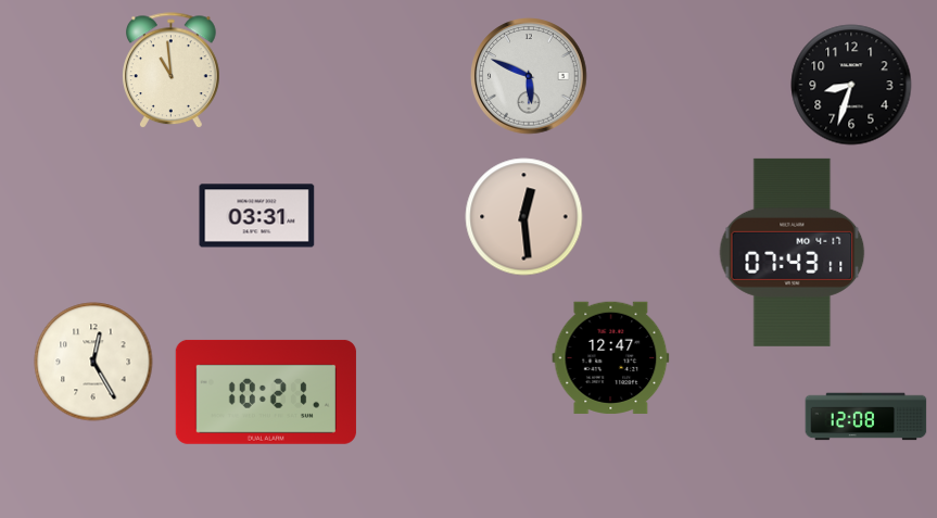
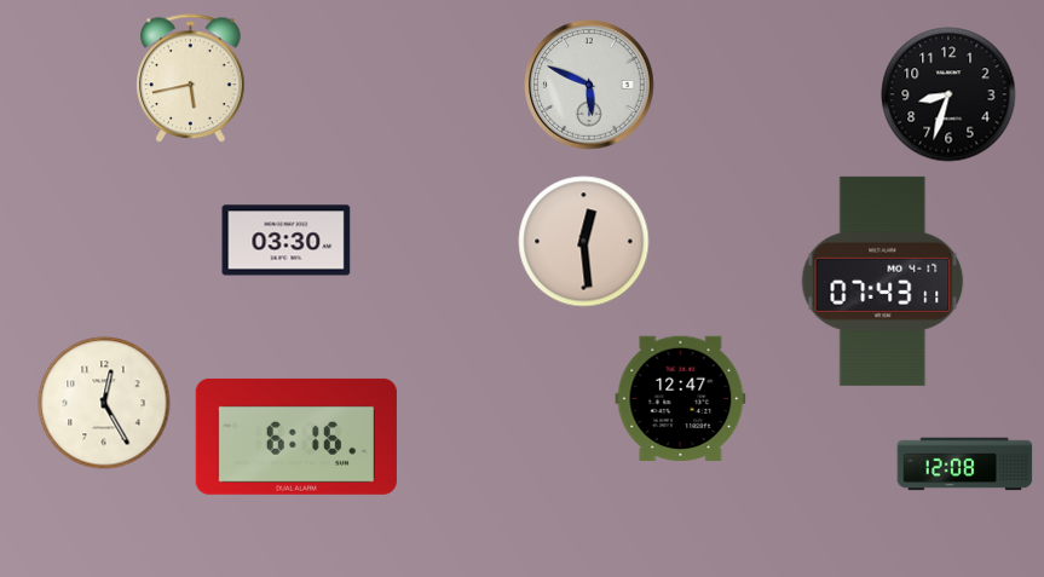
clock at (172, 71): 10:59 -> 5:43
clock at (257, 216): 03:31 -> 03:30
clock at (266, 392): 10:21 -> 6:16
